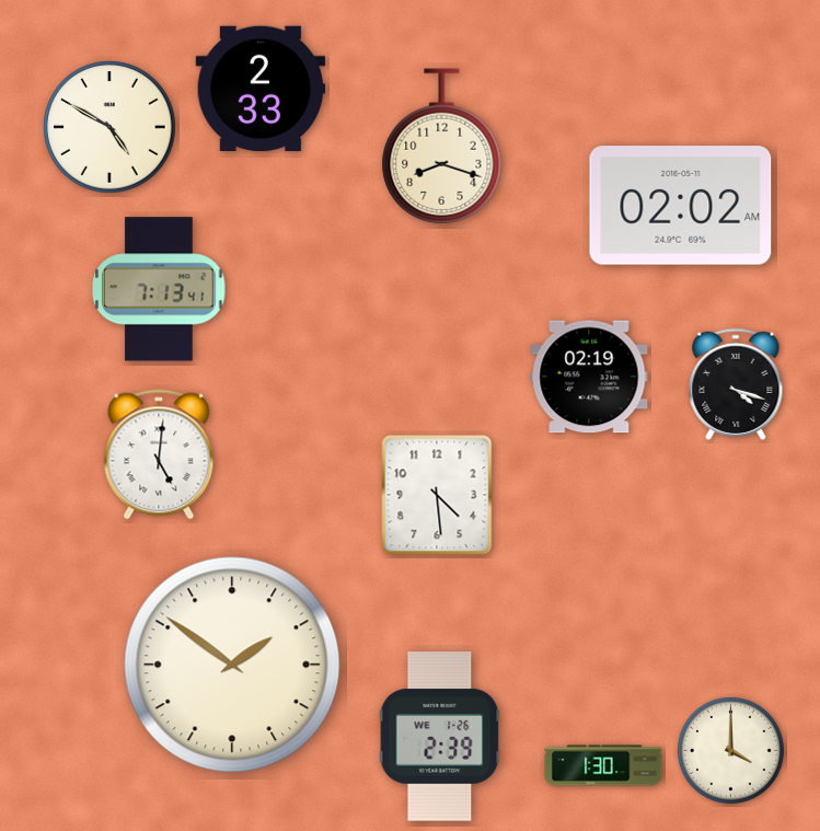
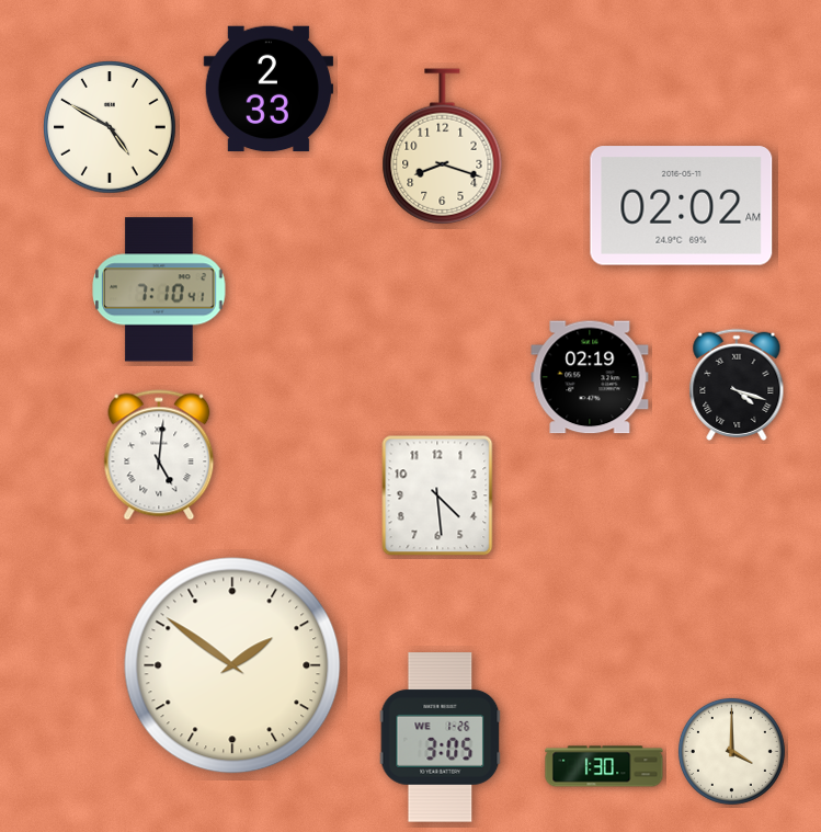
clock at (261, 89) position: (261, 89) -> (269, 89)
clock at (159, 289): 7:13 -> 7:10
clock at (440, 737): 2:39 -> 3:05
